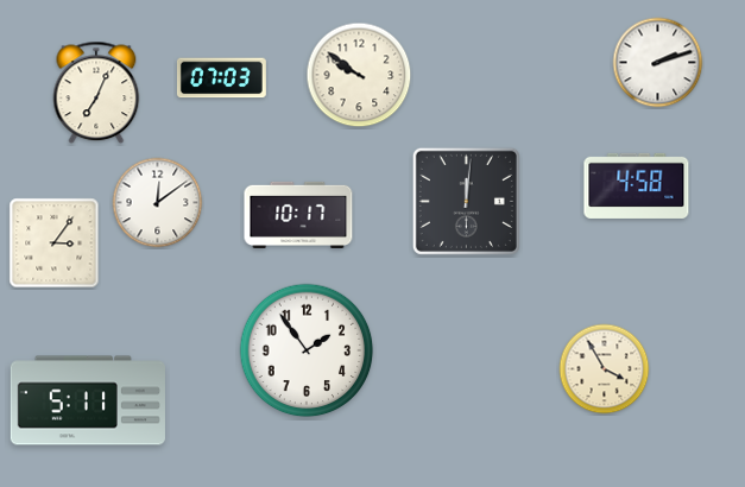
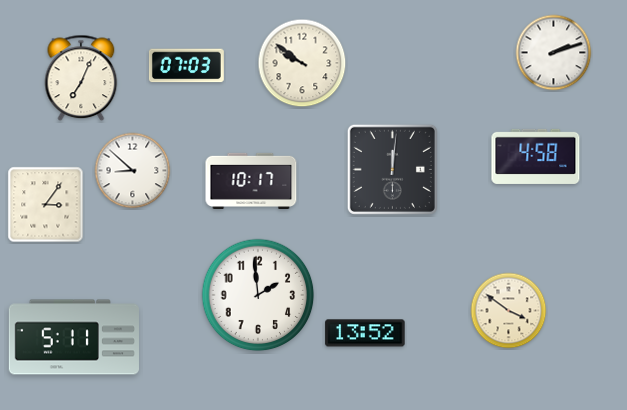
clock at (158, 203): 12:09 -> 8:52
clock at (307, 350): 1:54 -> 1:59
clock at (605, 369): 3:55 -> 3:51
clock at (365, 333): none -> 13:52
